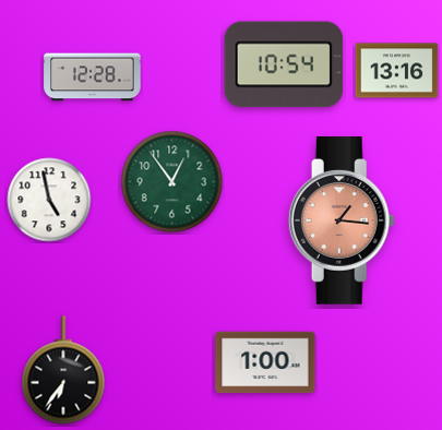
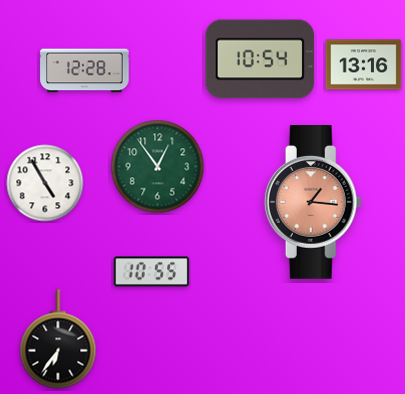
clock at (49, 200): 4:58 -> 4:55
clock at (152, 272): none -> 10:55
clock at (265, 362): 1:00 -> none
